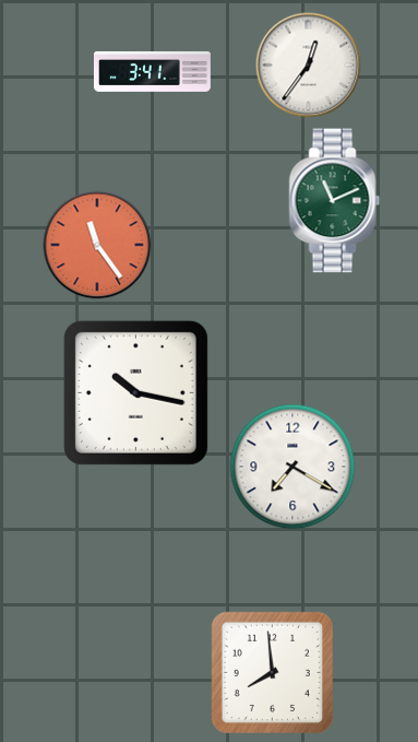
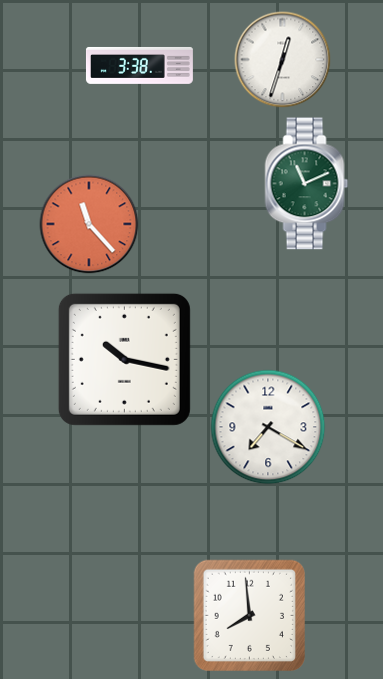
clock at (309, 66): 12:36 -> 12:33
clock at (152, 71): 3:41 -> 3:38
clock at (97, 245): 11:24 -> 11:23
